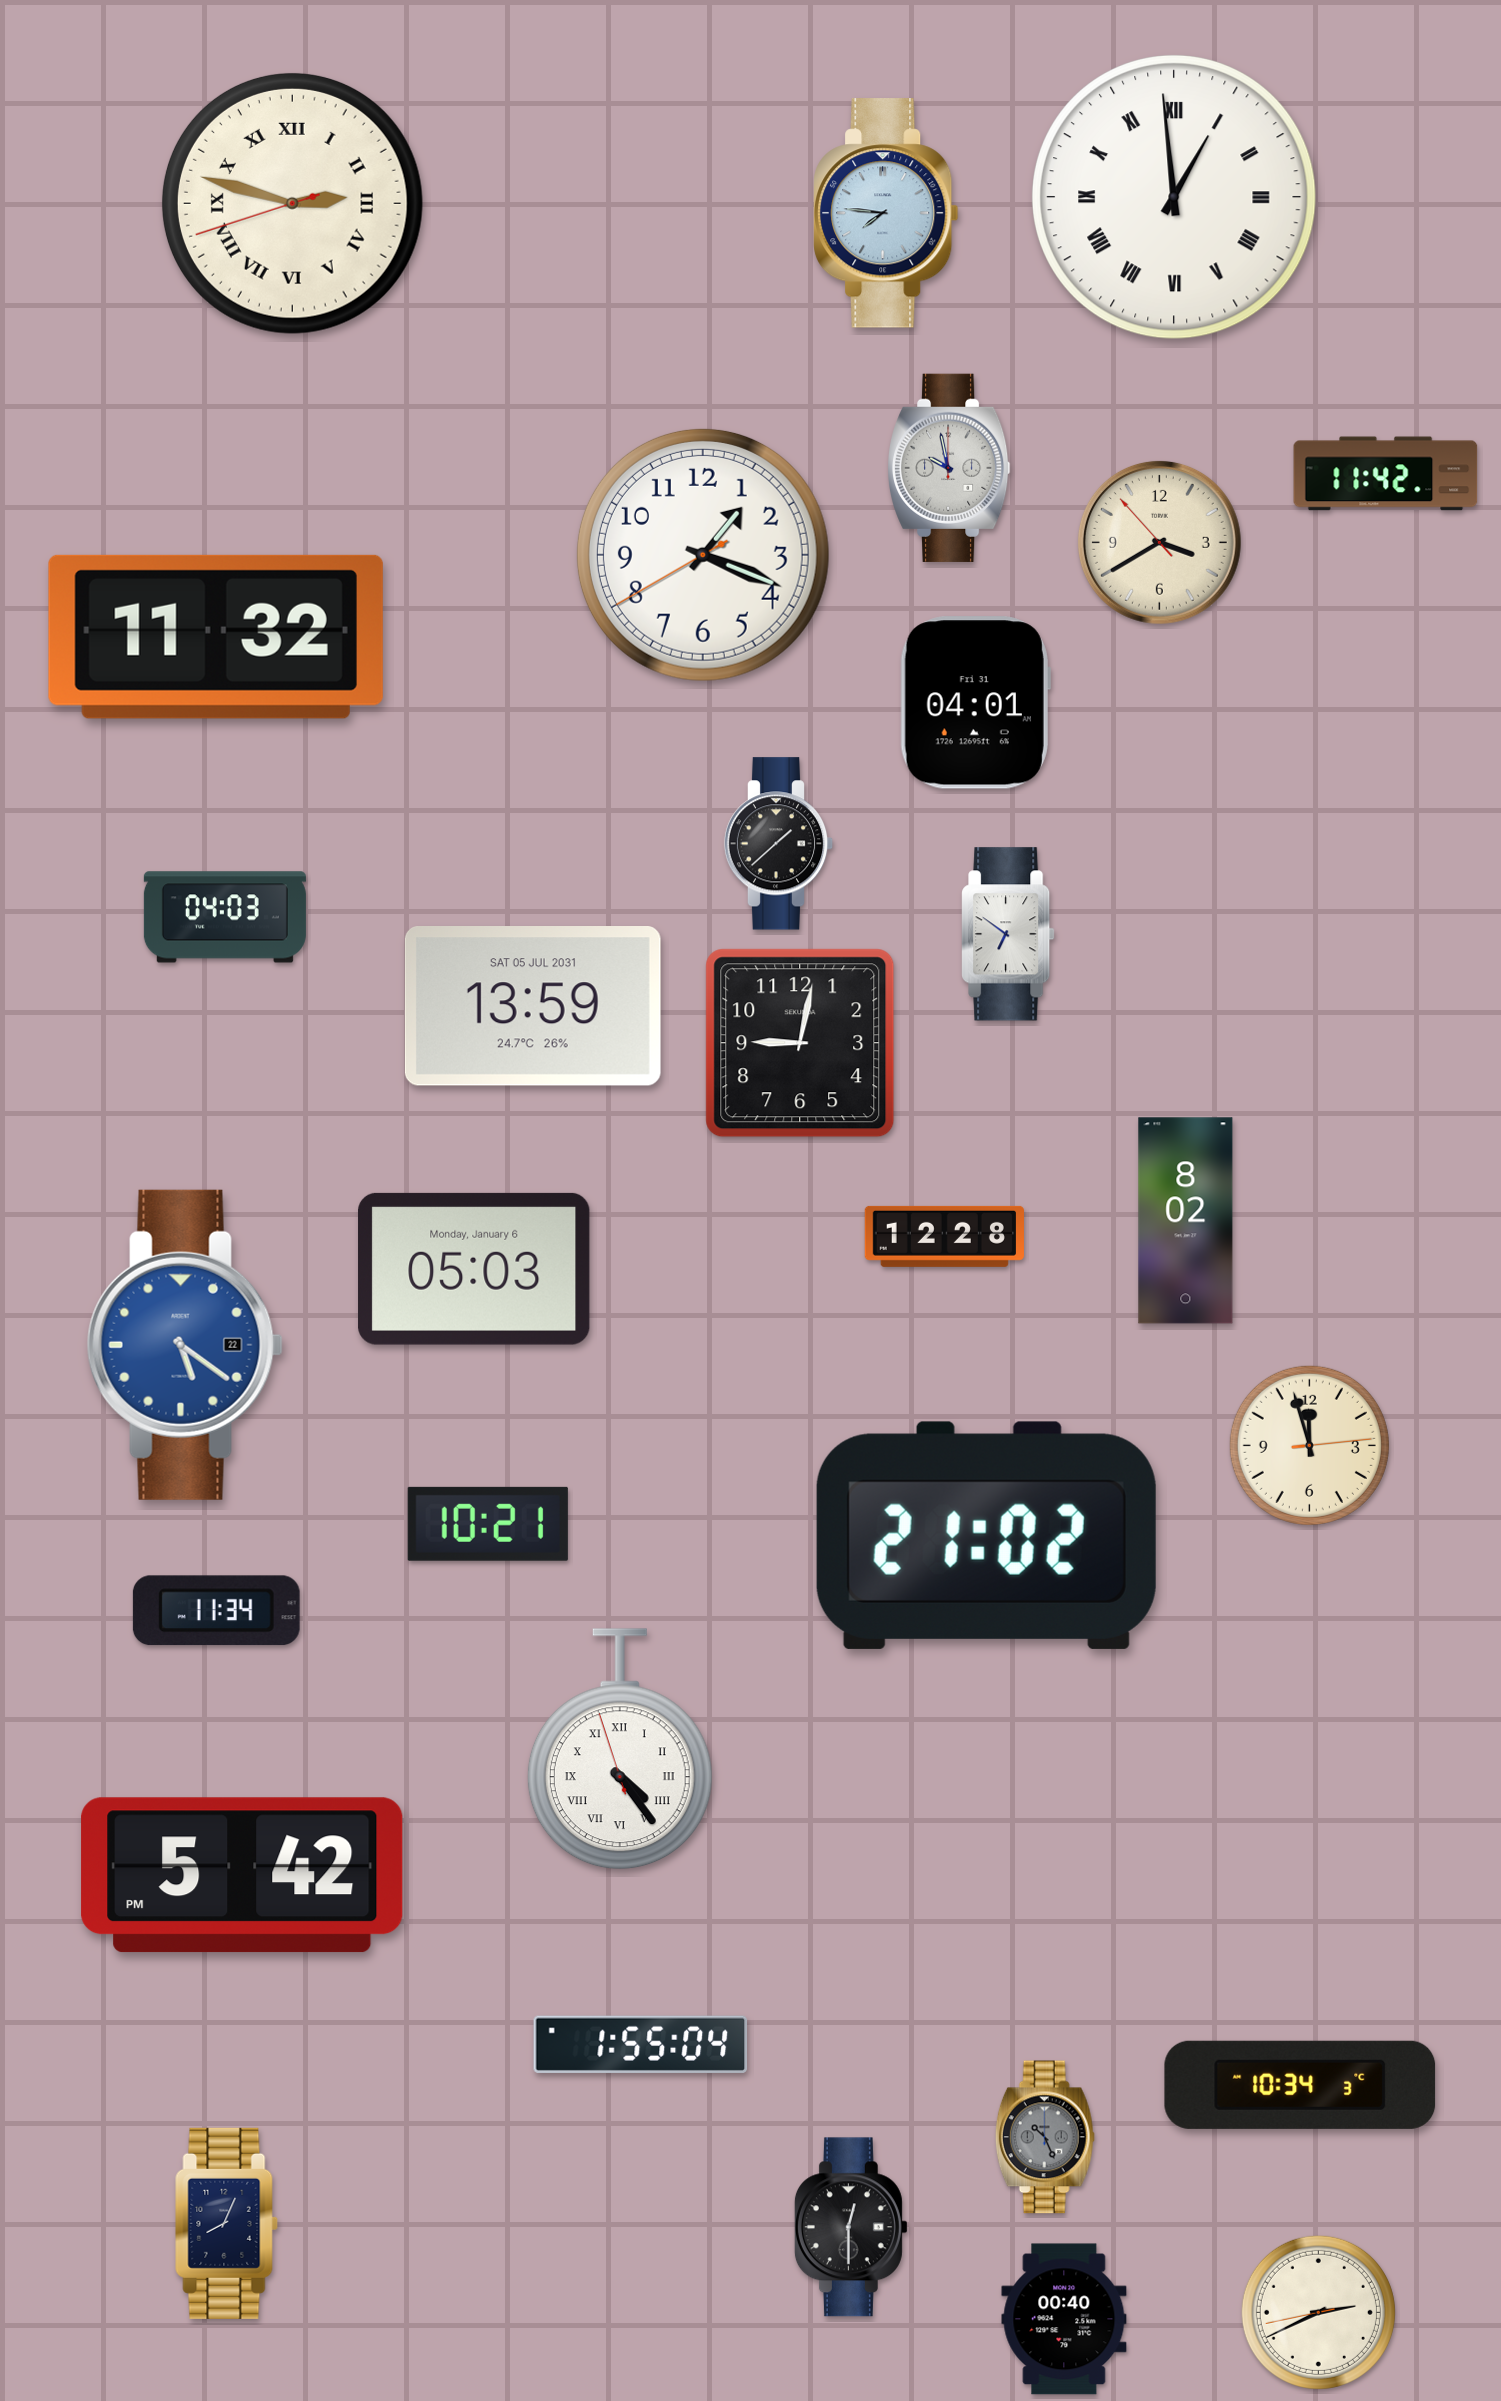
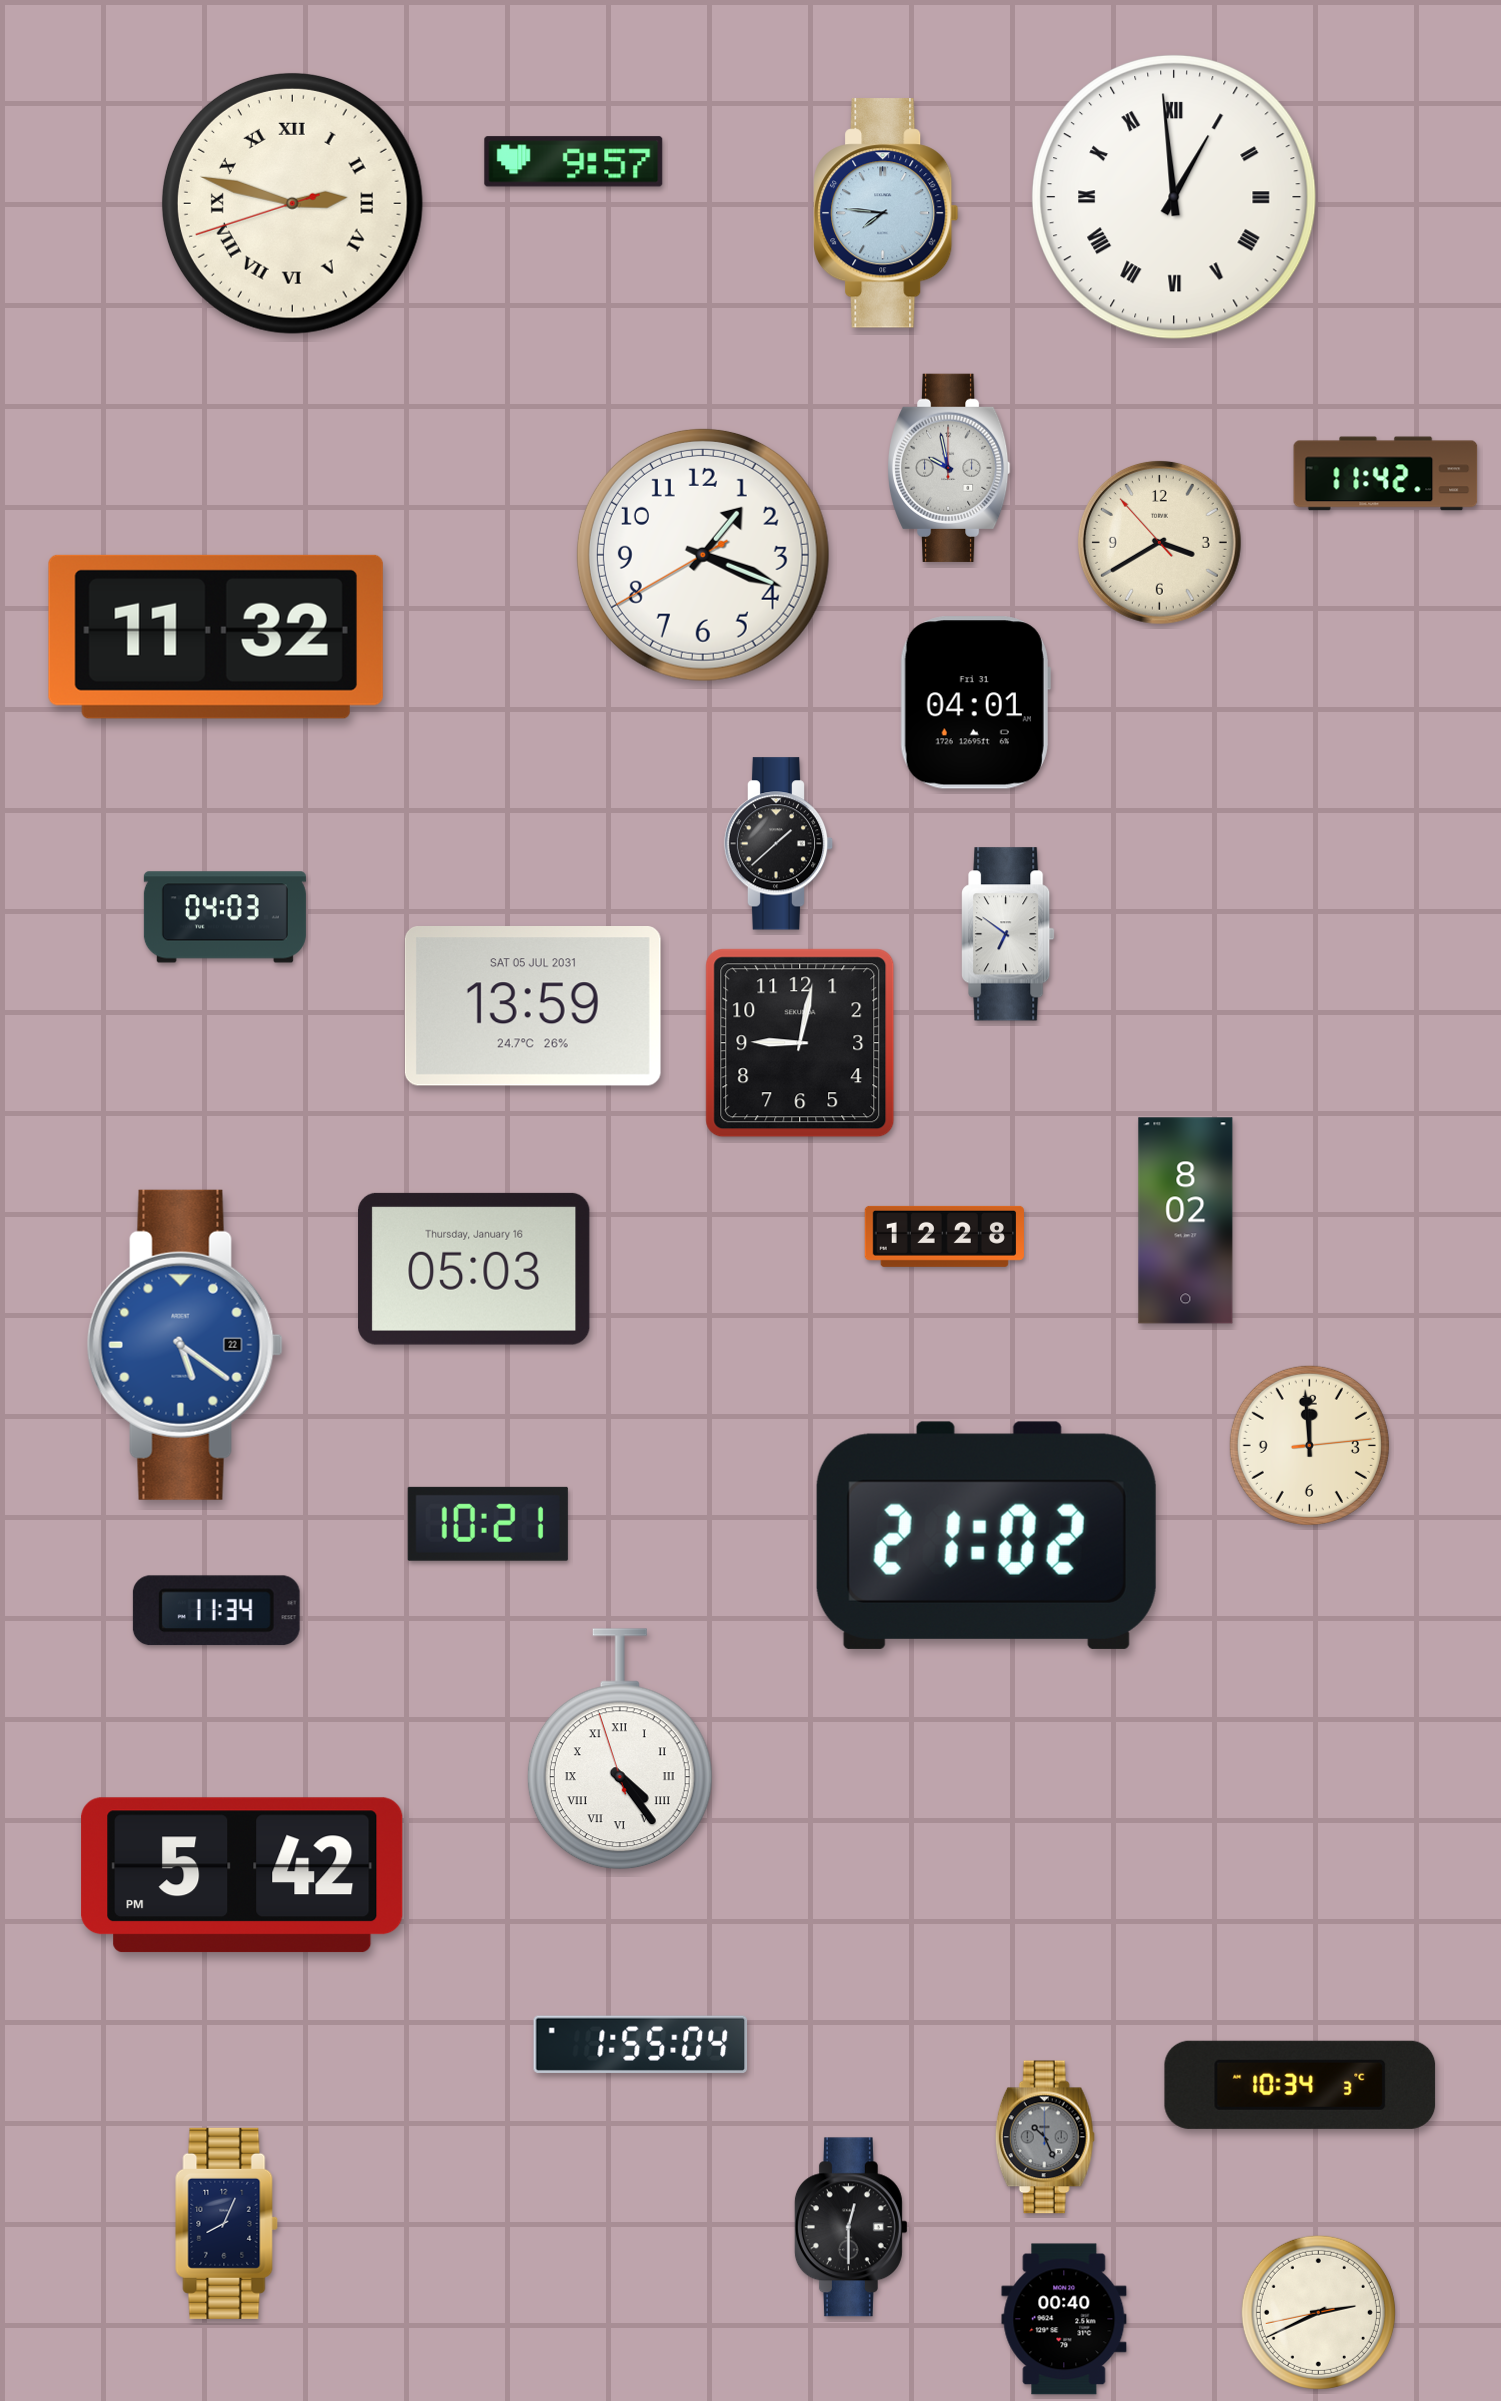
clock at (574, 162): none -> 9:57
clock at (474, 1269) date: Monday, January 6 -> Thursday, January 16
clock at (1309, 1445): 11:57 -> 11:59
